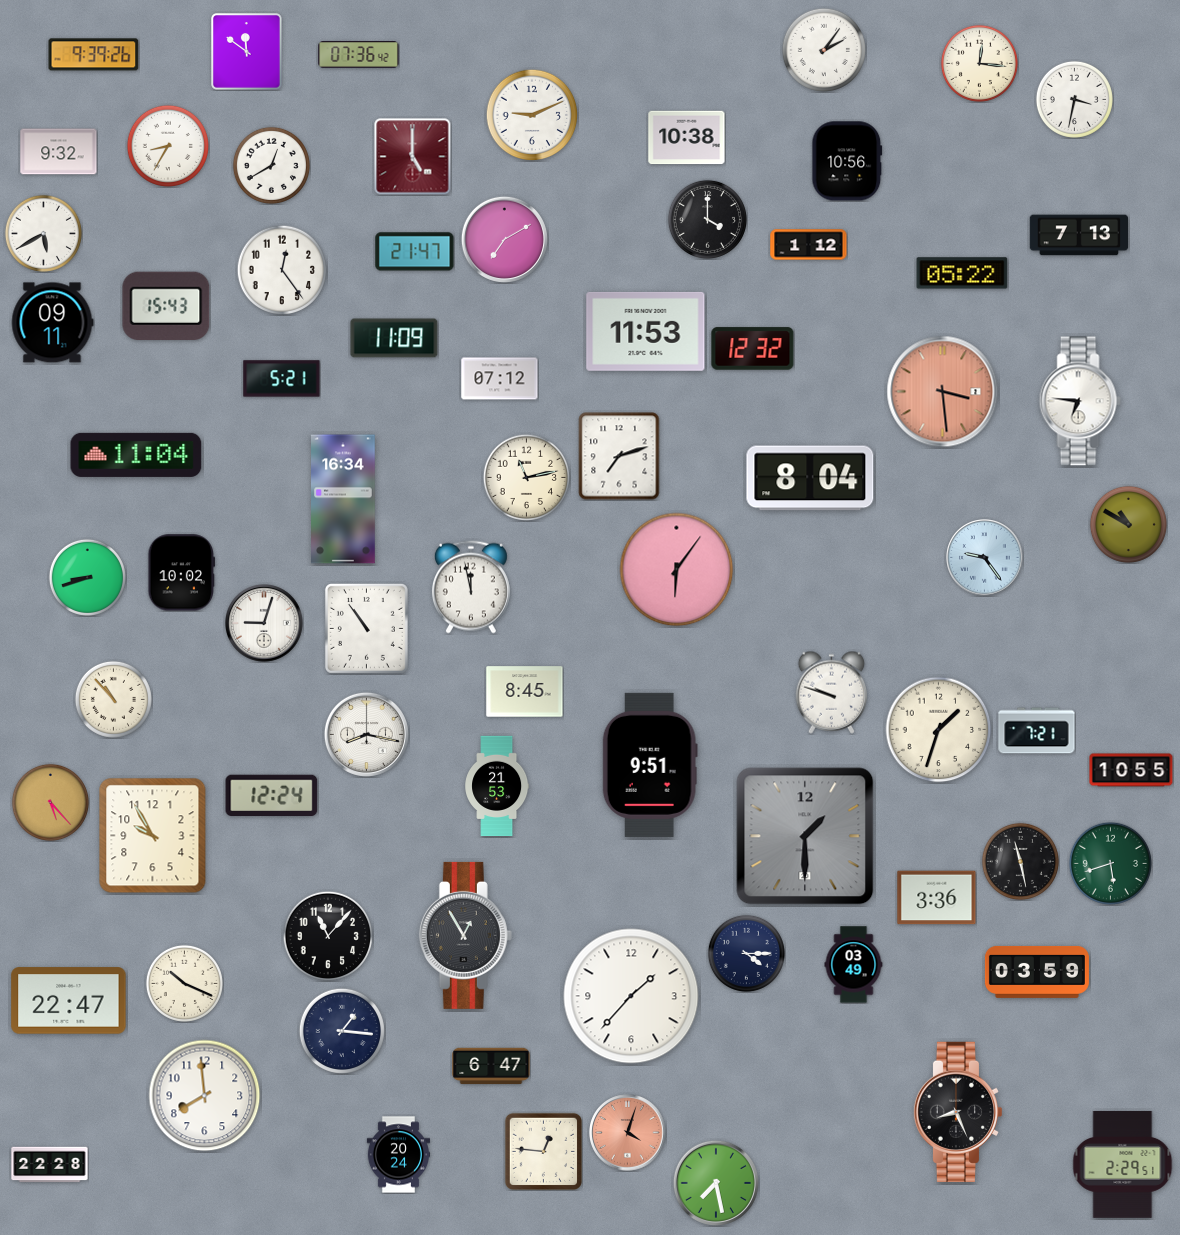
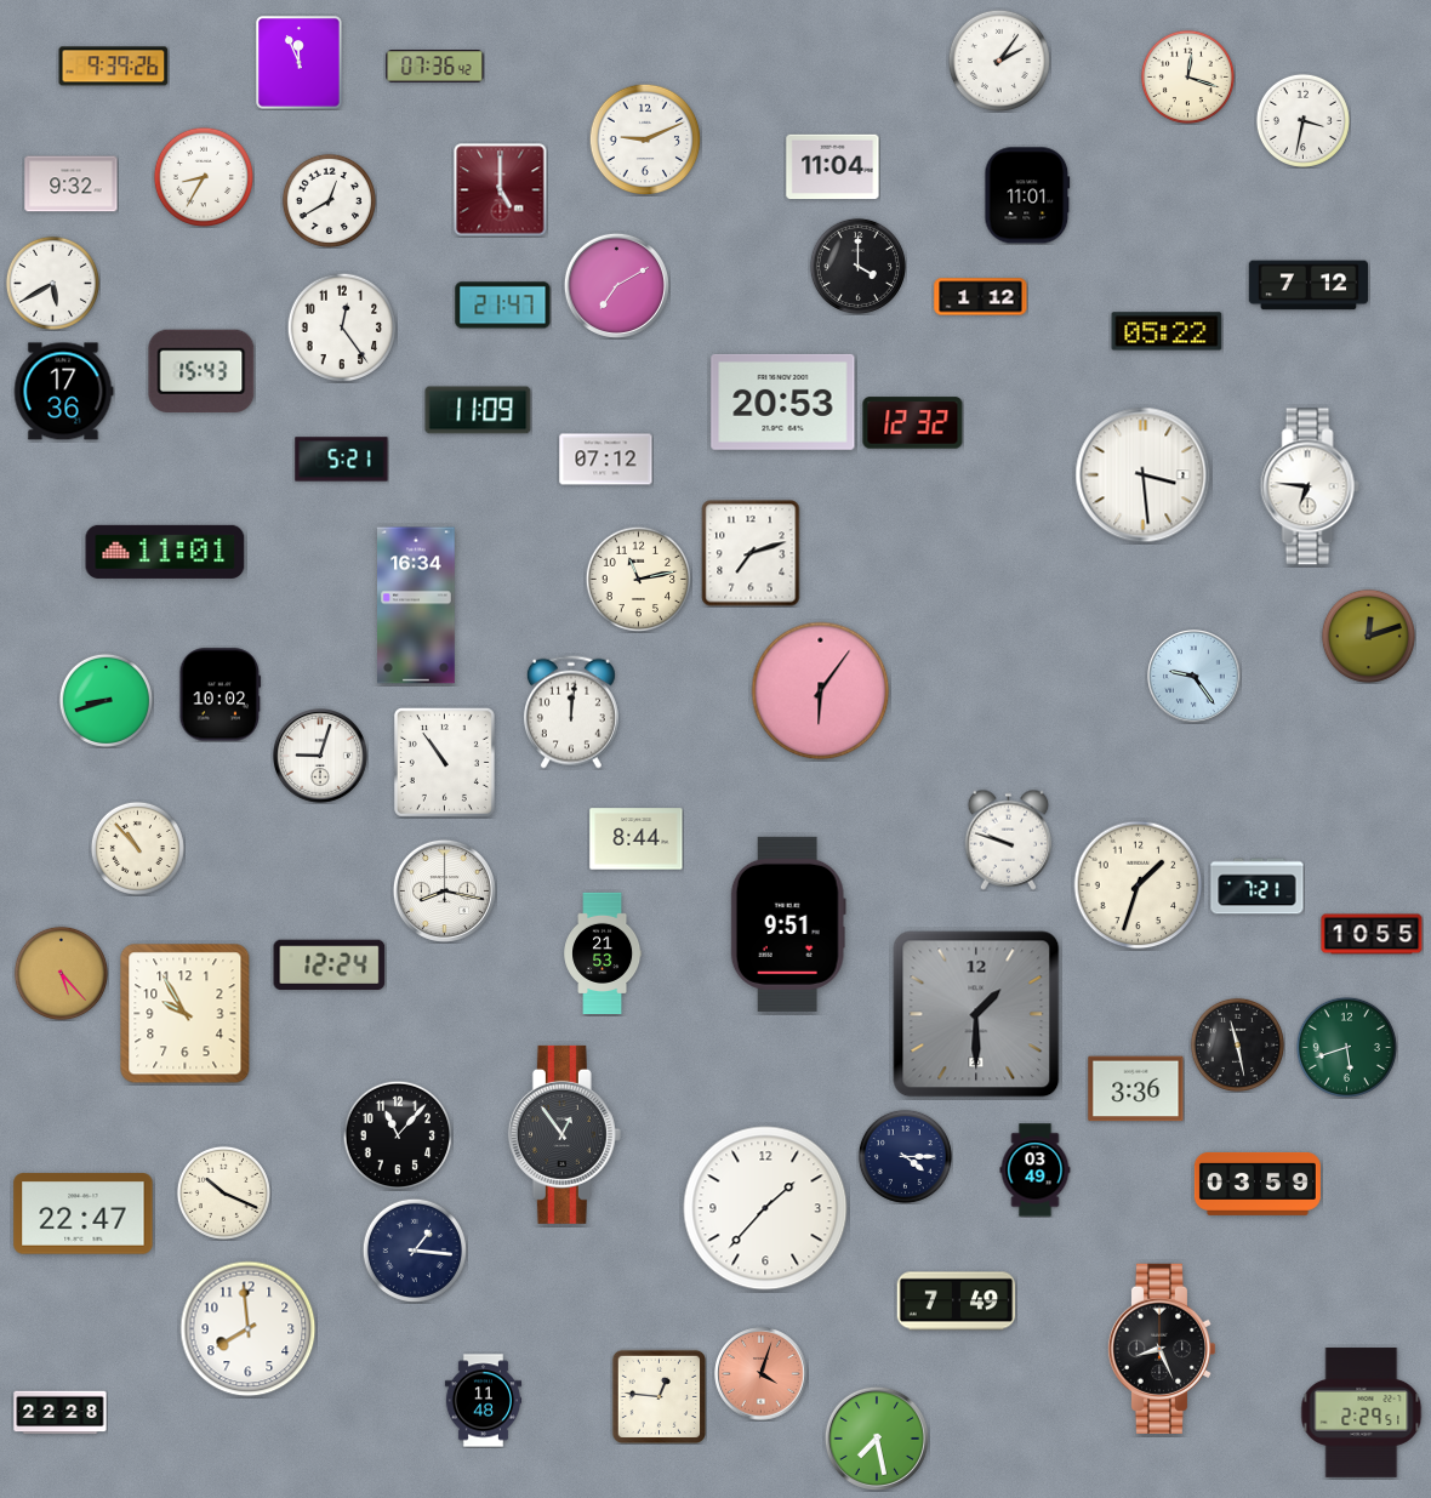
clock at (247, 52): 11:51 -> 11:56
clock at (979, 63): 12:16 -> 12:18
clock at (687, 138): 10:38 -> 11:04
clock at (847, 161): 10:56 -> 11:01
clock at (1079, 235): 7:13 -> 7:12
clock at (504, 239) position: (504, 239) -> (616, 285)
clock at (52, 323): 09:11 -> 17:36
clock at (646, 331): 11:53 -> 20:53
clock at (943, 392) dial: salmon -> white
clock at (136, 455): 11:04 -> 11:01
clock at (810, 478): 8:04 -> none
clock at (1128, 524): 10:50 -> 12:12
clock at (471, 587): 11:58 -> 12:01
clock at (525, 692): 8:45 -> 8:44
clock at (650, 765) position: (650, 765) -> (788, 924)
clock at (465, 935): 12:55 -> 12:54
clock at (1037, 972) position: (1037, 972) -> (1258, 1184)
clock at (491, 1066): 6:47 -> none
clock at (957, 1302): none -> 7:49
clock at (398, 1155): 20:24 -> 11:48
clock at (716, 1183) position: (716, 1183) -> (877, 1439)
